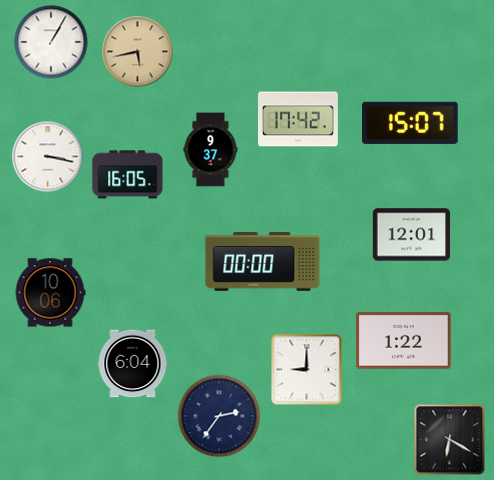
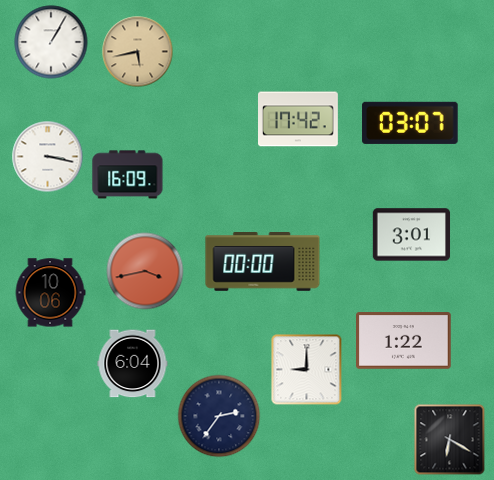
clock at (410, 123): 15:07 -> 03:07
clock at (211, 150): 9:37 -> none
clock at (128, 175): 16:05 -> 16:09
clock at (412, 235): 12:01 -> 3:01
clock at (145, 271): none -> 3:43
